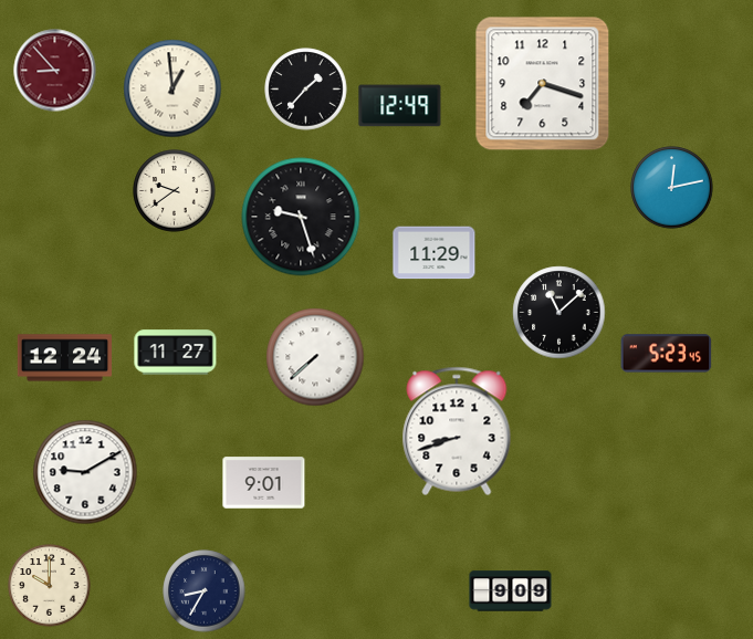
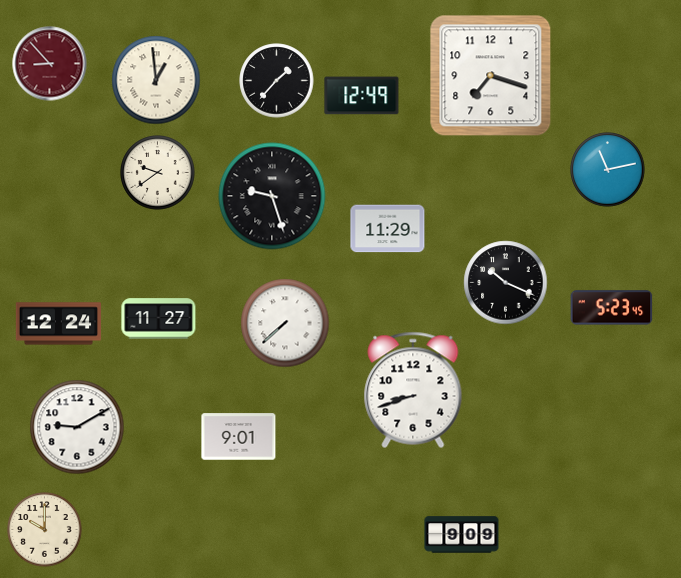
clock at (672, 188): 12:13 -> 11:13
clock at (435, 253) position: (435, 253) -> (388, 229)
clock at (559, 313): 11:08 -> 10:19
clock at (667, 354) position: (667, 354) -> (612, 308)
clock at (205, 591): 8:35 -> none
